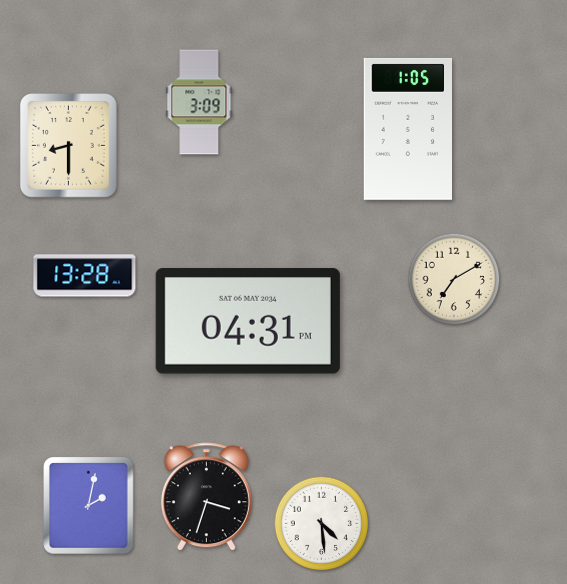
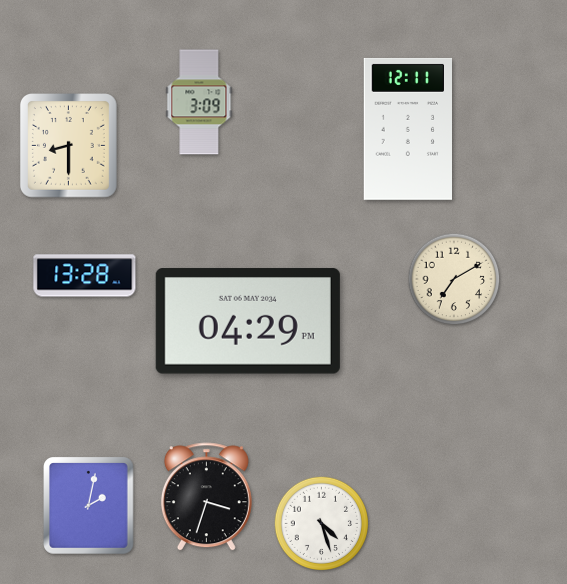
clock at (407, 129): 1:05 -> 12:11
clock at (248, 321): 04:31 -> 04:29
clock at (321, 523): 4:29 -> 4:27
